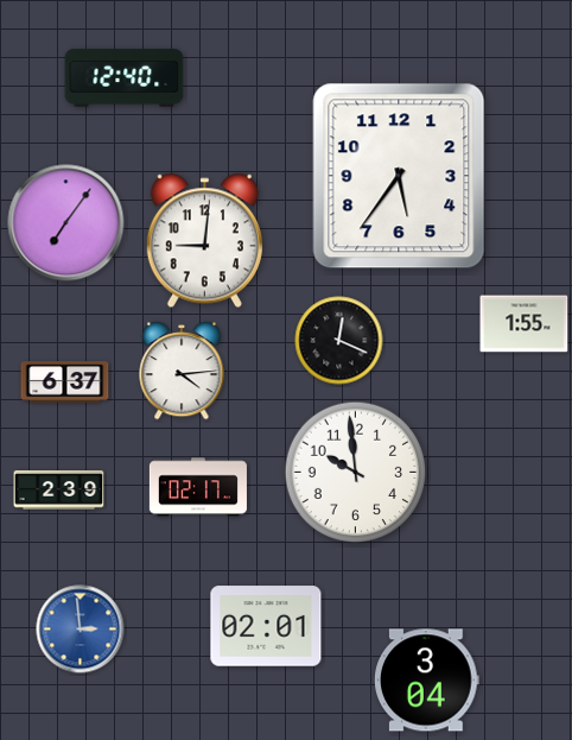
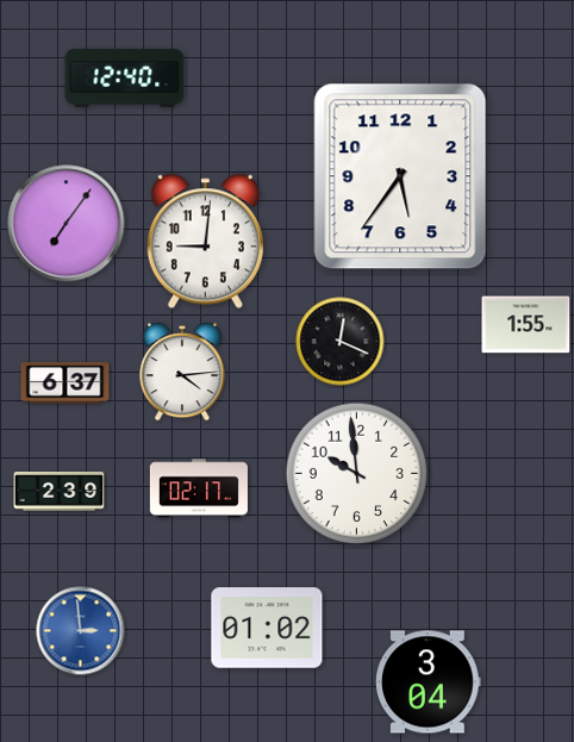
clock at (266, 626): 02:01 -> 01:02
